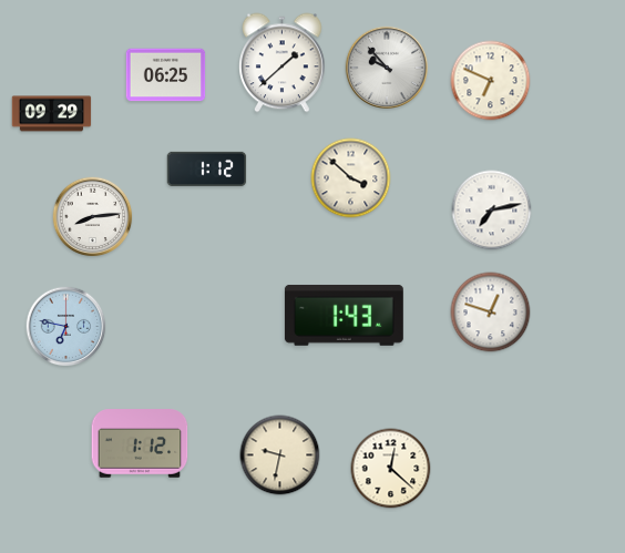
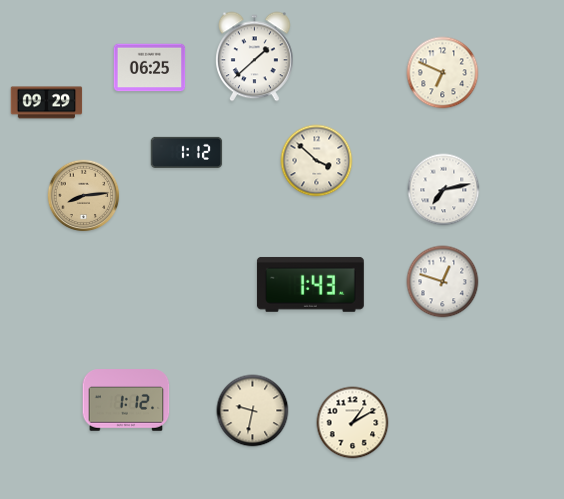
clock at (387, 68): 9:53 -> none
clock at (93, 217) dial: white -> champagne
clock at (66, 327): 6:47 -> none
clock at (391, 469): 12:22 -> 1:10
